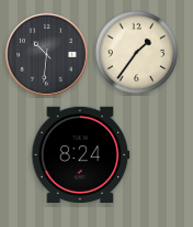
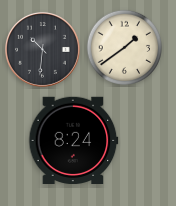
clock at (137, 53): 1:36 -> 1:39
